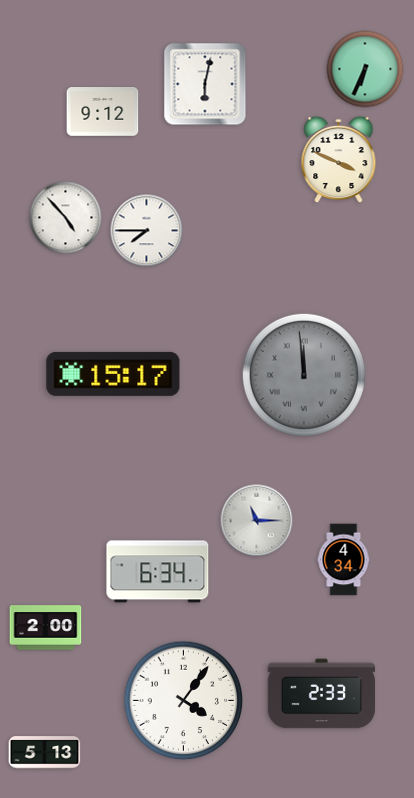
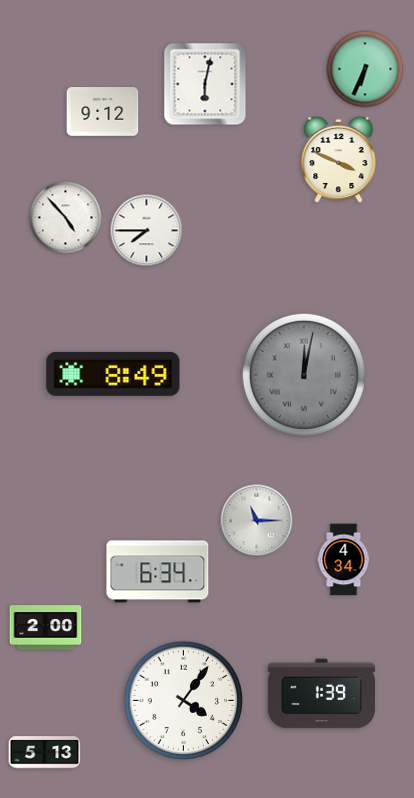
clock at (113, 374): 15:17 -> 8:49
clock at (304, 375): 11:59 -> 12:02
clock at (322, 694): 2:33 -> 1:39
